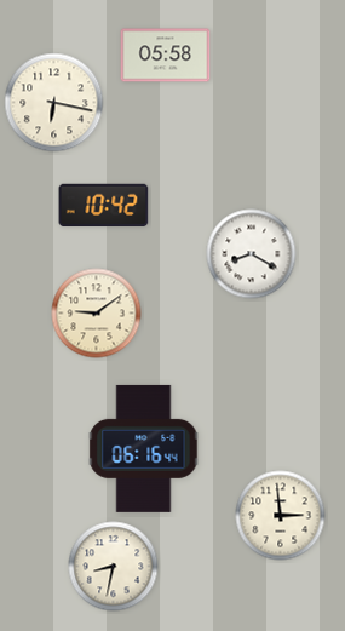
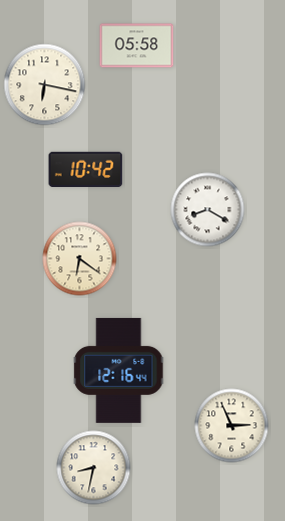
clock at (97, 314): 9:09 -> 6:21
clock at (144, 448): 06:16 -> 12:16
clock at (281, 516): 2:59 -> 2:56
